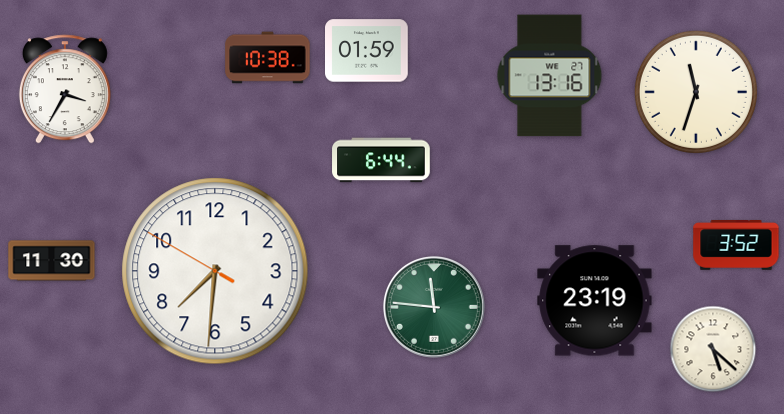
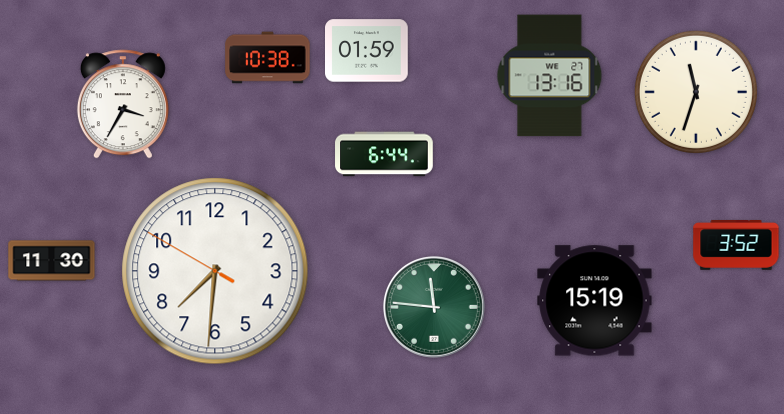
clock at (65, 89) position: (65, 89) -> (123, 104)
clock at (381, 160) position: (381, 160) -> (384, 154)
clock at (595, 301): 23:19 -> 15:19
clock at (713, 349): 5:22 -> none
